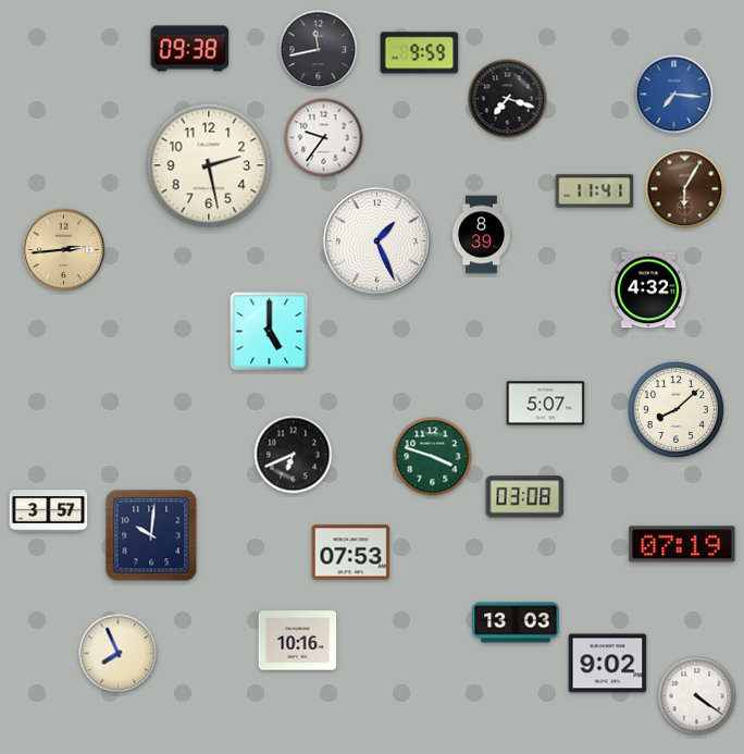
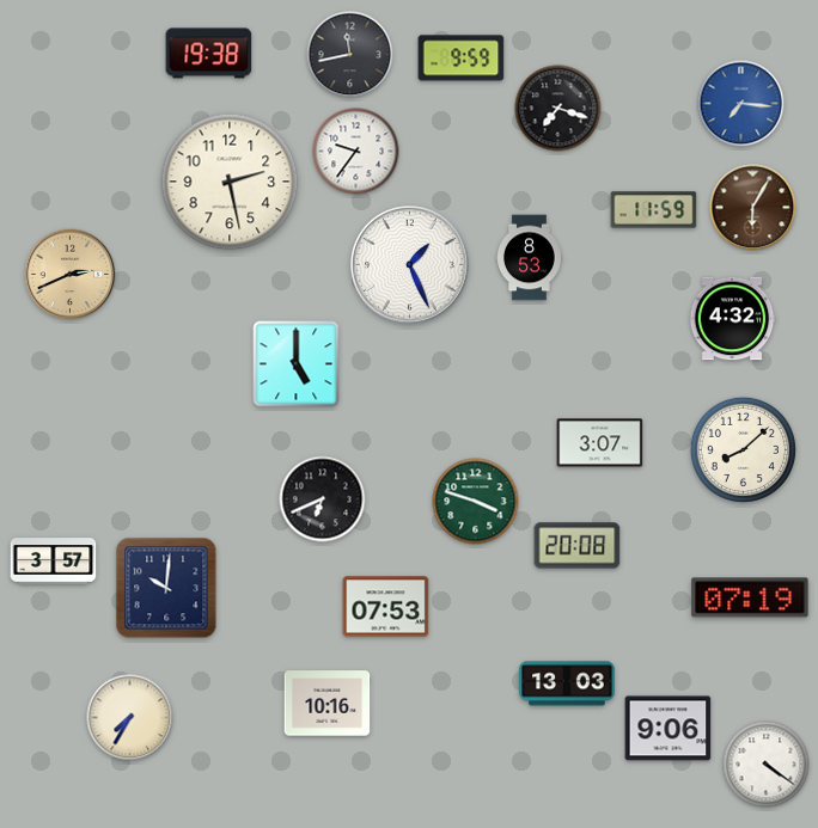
clock at (190, 49): 09:38 -> 19:38
clock at (595, 191): 11:41 -> 11:59
clock at (482, 235): 8:39 -> 8:53
clock at (377, 242) position: (377, 242) -> (410, 265)
clock at (64, 250): 2:44 -> 2:41
clock at (648, 291) position: (648, 291) -> (732, 319)
clock at (546, 404): 5:07 -> 3:07
clock at (525, 497): 03:08 -> 20:08
clock at (119, 654): 7:56 -> 7:35
clock at (608, 664): 9:02 -> 9:06
